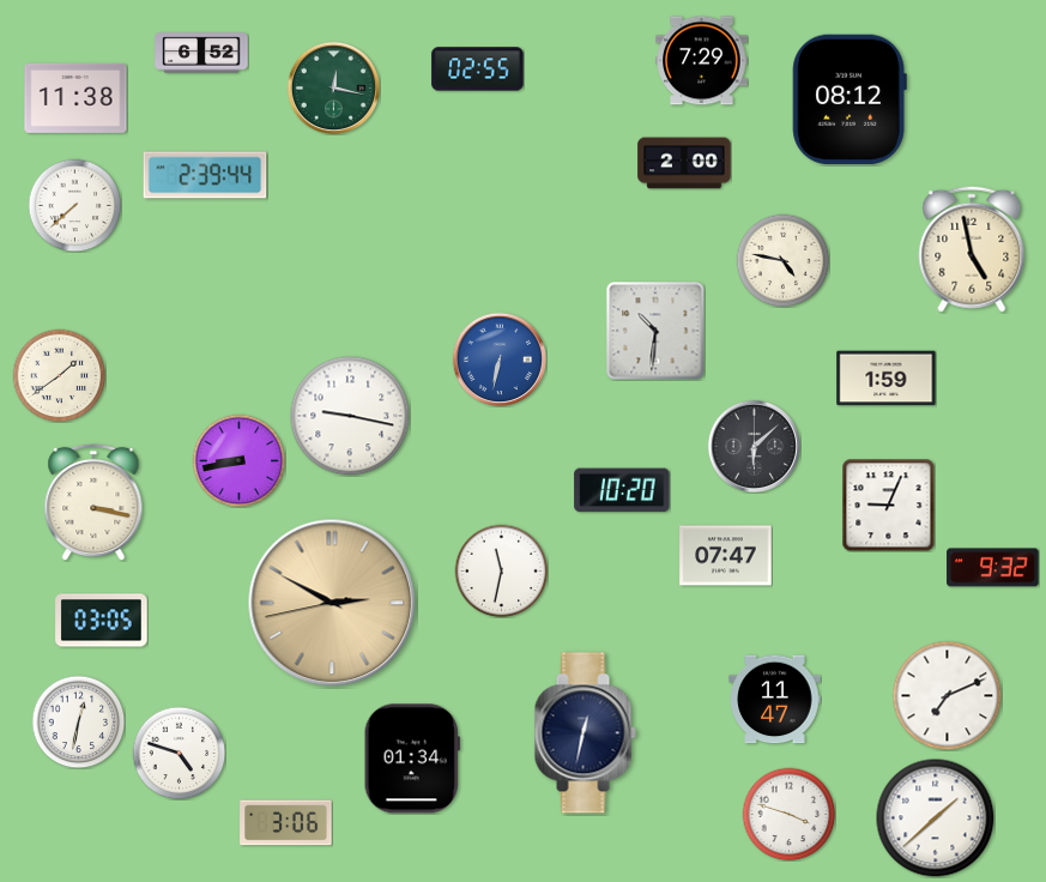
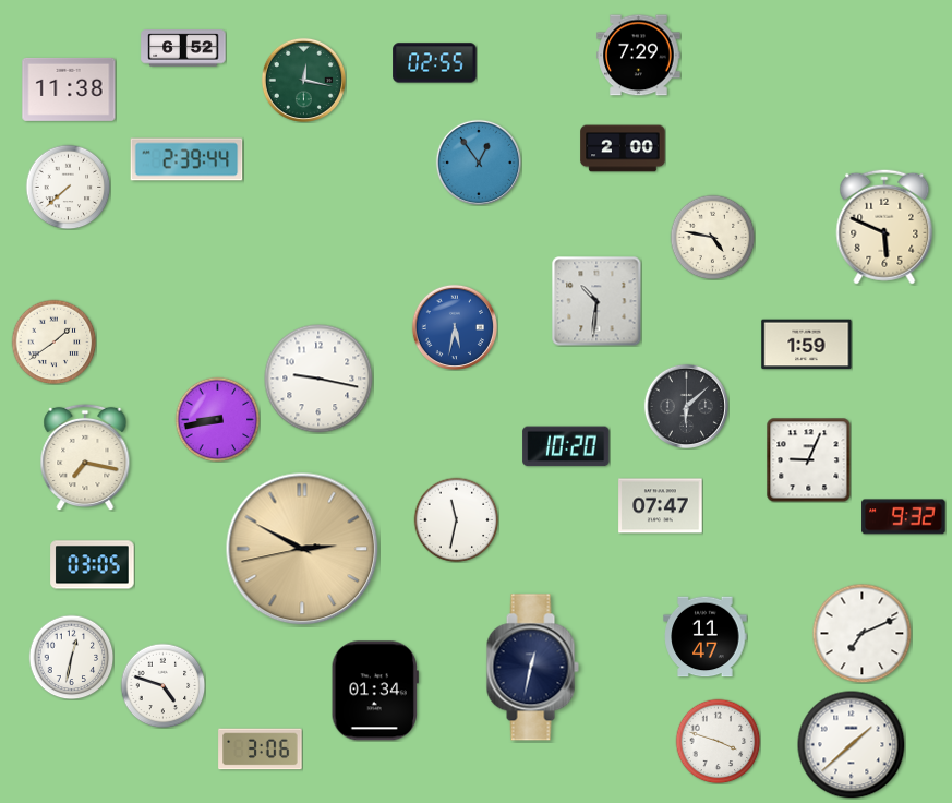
clock at (850, 99): 08:12 -> none
clock at (478, 161): none -> 12:54
clock at (972, 249): 4:58 -> 5:49
clock at (498, 358): 6:32 -> 5:32
clock at (93, 502): 3:17 -> 7:17
